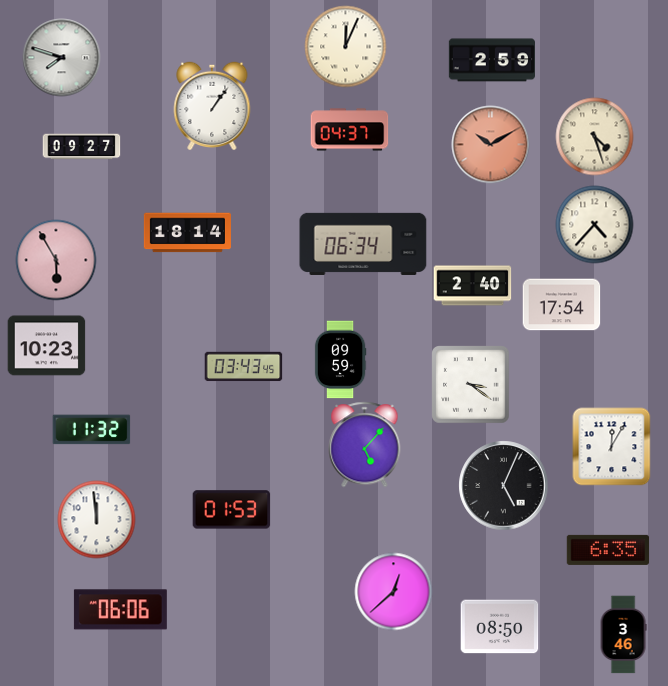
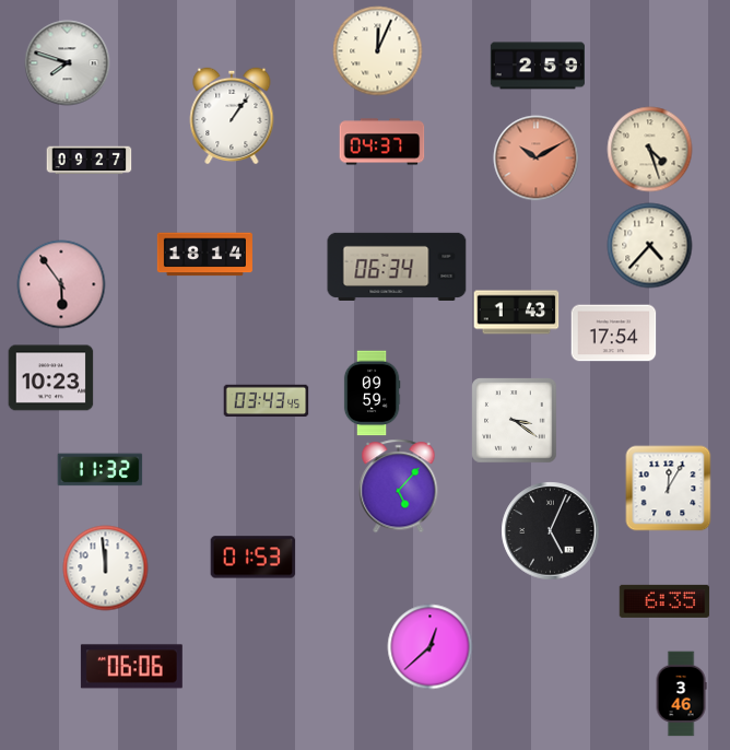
clock at (56, 260): 5:55 -> 5:54
clock at (472, 286): 2:40 -> 1:43
clock at (499, 627): 08:50 -> none
